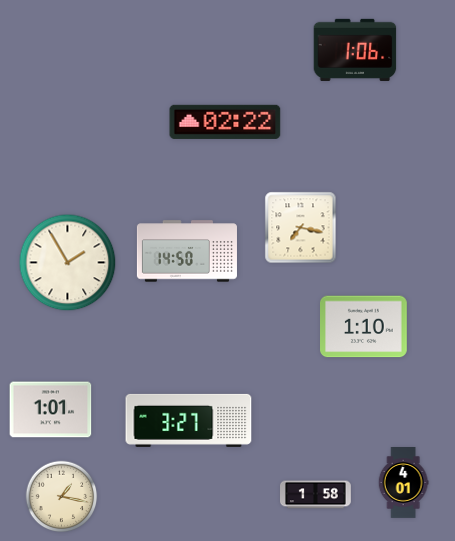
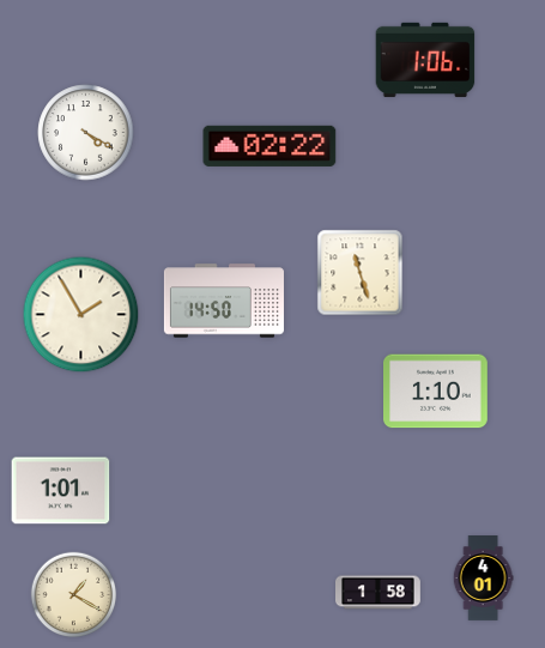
clock at (86, 133): none -> 4:20
clock at (301, 228): 7:17 -> 11:27
clock at (189, 420): 3:27 -> none
clock at (62, 497): 1:17 -> 1:20
